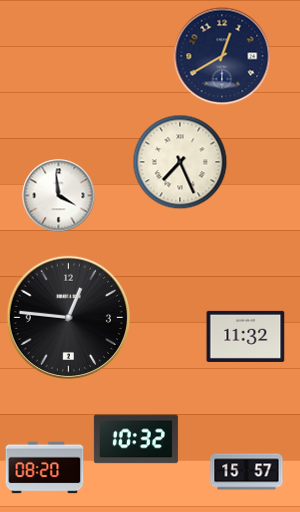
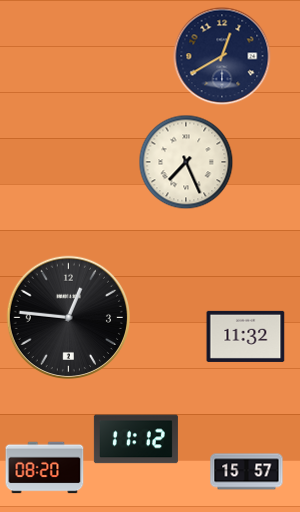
clock at (180, 162) position: (180, 162) -> (186, 162)
clock at (59, 196): 3:59 -> none
clock at (136, 439): 10:32 -> 11:12
